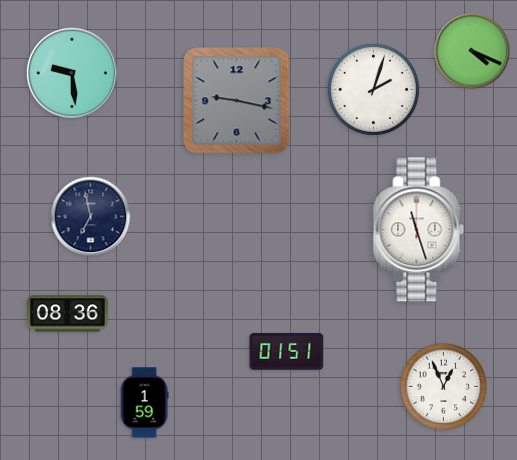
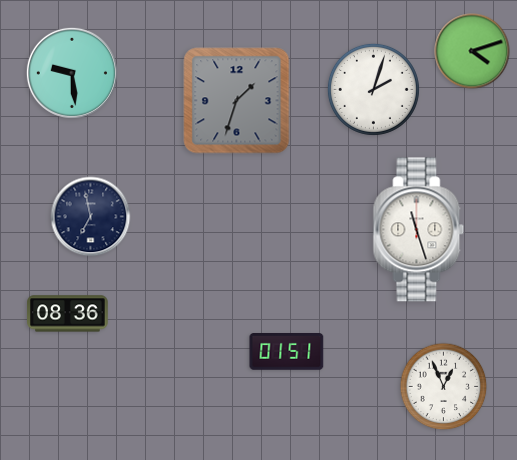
clock at (472, 51): 4:19 -> 4:12
clock at (237, 101): 9:17 -> 1:33
clock at (144, 403): 1:59 -> none
